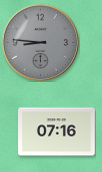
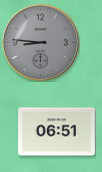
clock at (57, 132): 07:16 -> 06:51
